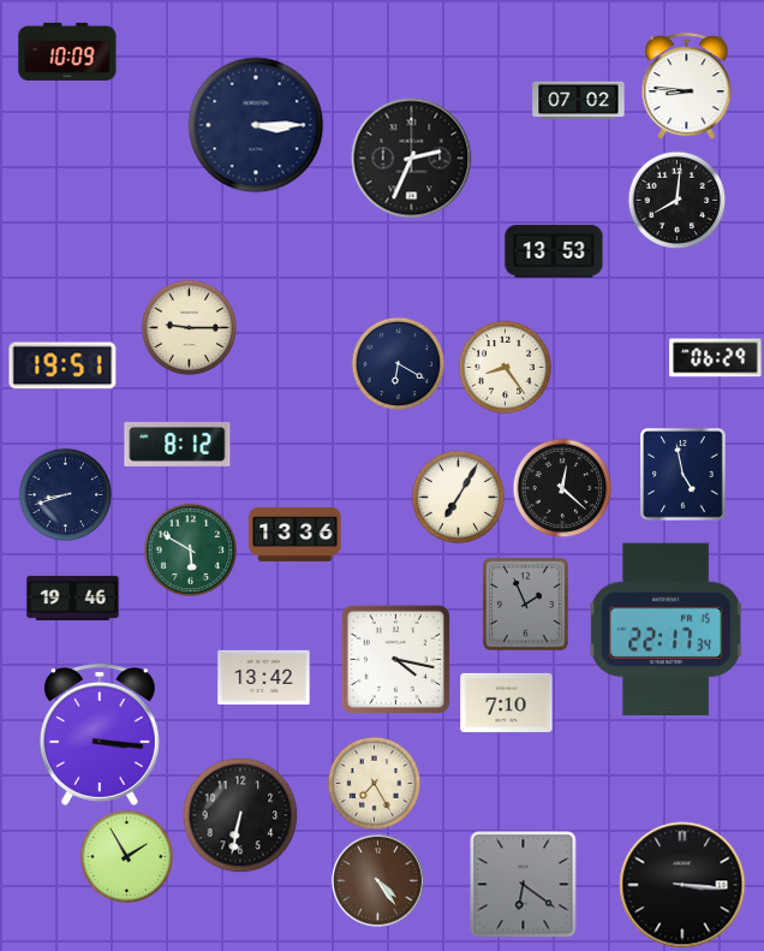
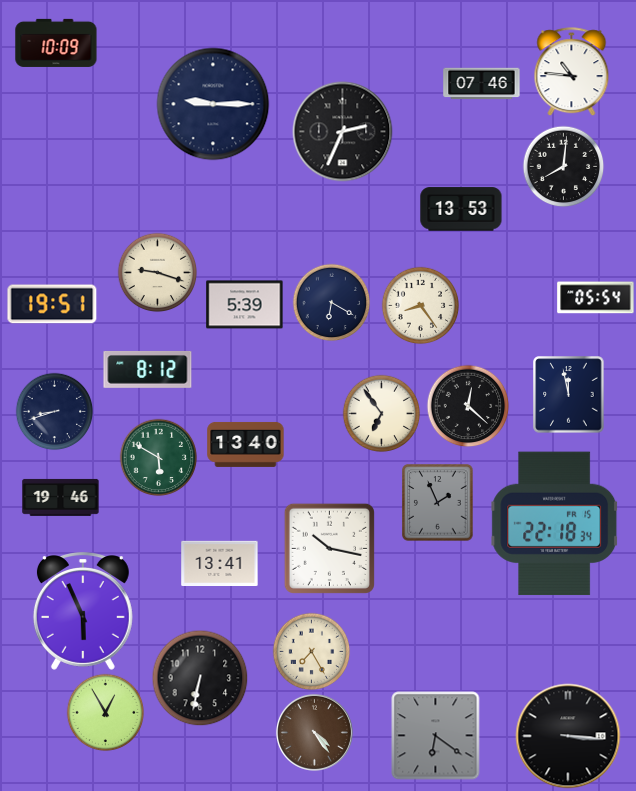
clock at (687, 87): 8:46 -> 10:46
clock at (579, 101): 07:02 -> 07:46
clock at (256, 125): 3:15 -> 9:15
clock at (189, 327): 9:15 -> 9:18
clock at (716, 358): 06:29 -> 05:54
clock at (245, 305): none -> 5:39
clock at (684, 475): 4:58 -> 11:58
clock at (458, 497): 7:05 -> 6:54
clock at (296, 534): 13:36 -> 13:40
clock at (667, 630): 22:17 -> 22:18
clock at (395, 659): 4:17 -> 10:17
clock at (264, 677): 13:42 -> 13:41
clock at (507, 702): 7:10 -> none
clock at (100, 735): 3:16 -> 5:56
clock at (126, 856): 1:55 -> 12:55
